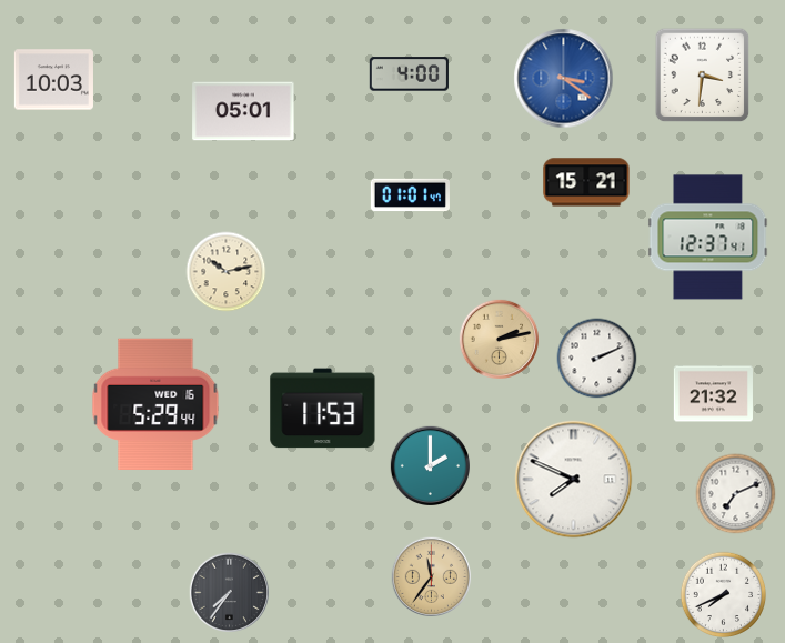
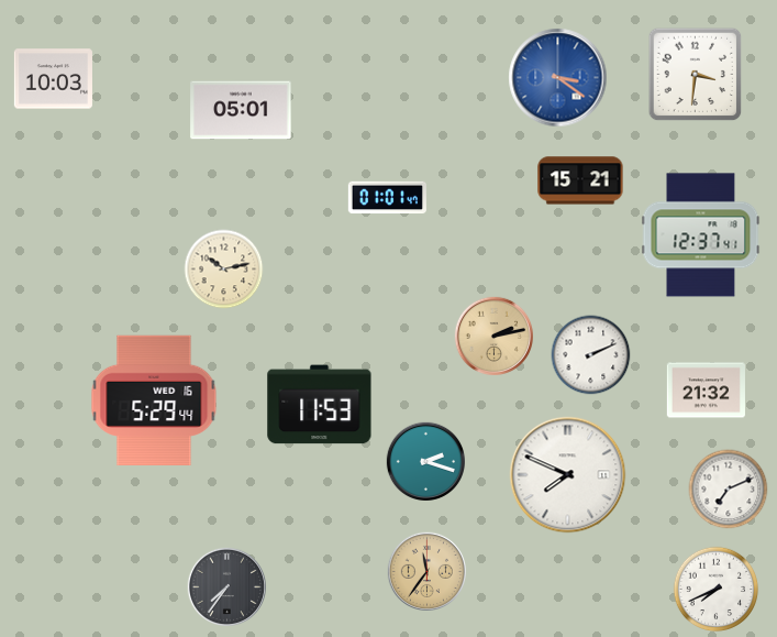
clock at (409, 74): 4:00 -> none
clock at (410, 195) position: (410, 195) -> (387, 198)
clock at (430, 465): 2:00 -> 2:18
